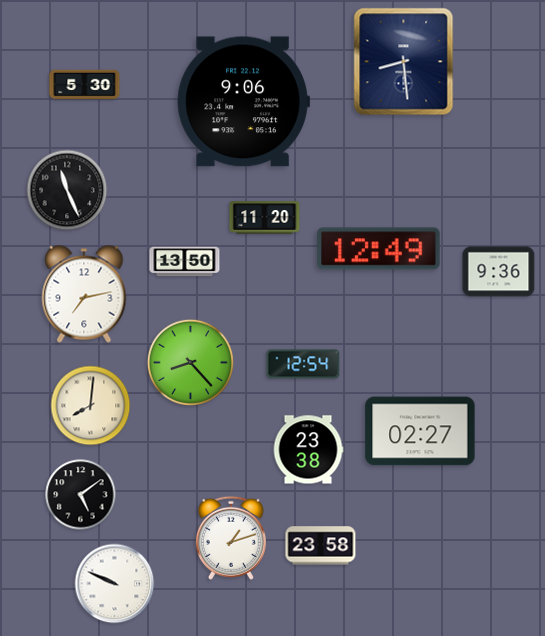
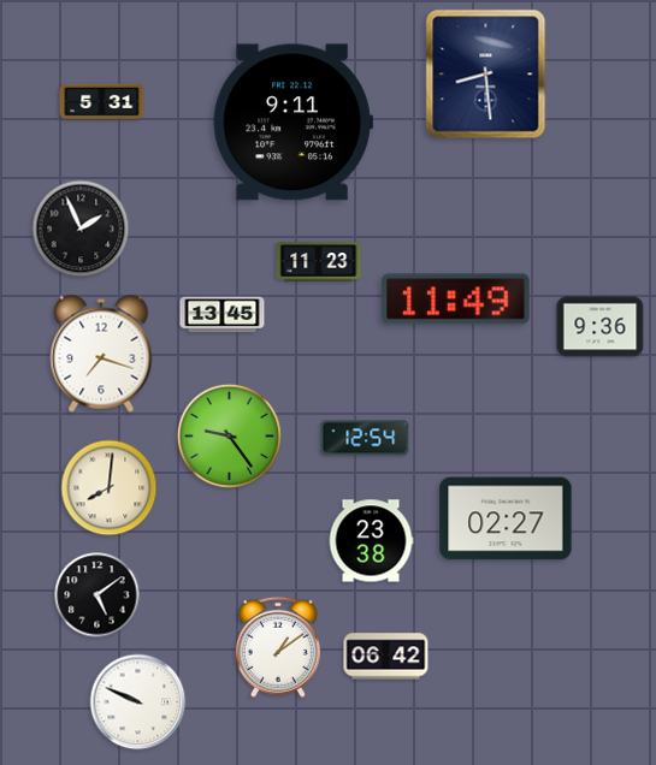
clock at (85, 85): 5:30 -> 5:31
clock at (243, 102): 9:06 -> 9:11
clock at (67, 190): 11:26 -> 1:56
clock at (265, 218): 11:20 -> 11:23
clock at (379, 249): 12:49 -> 11:49
clock at (185, 262): 13:50 -> 13:45
clock at (84, 294): 7:13 -> 7:18
clock at (190, 362): 8:23 -> 9:24
clock at (231, 538): 1:12 -> 1:09
clock at (321, 546): 23:58 -> 06:42
